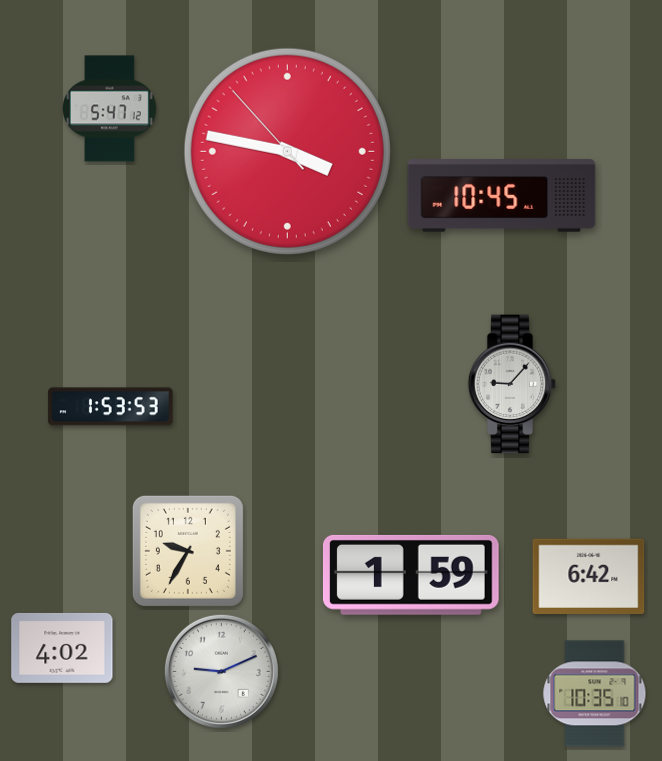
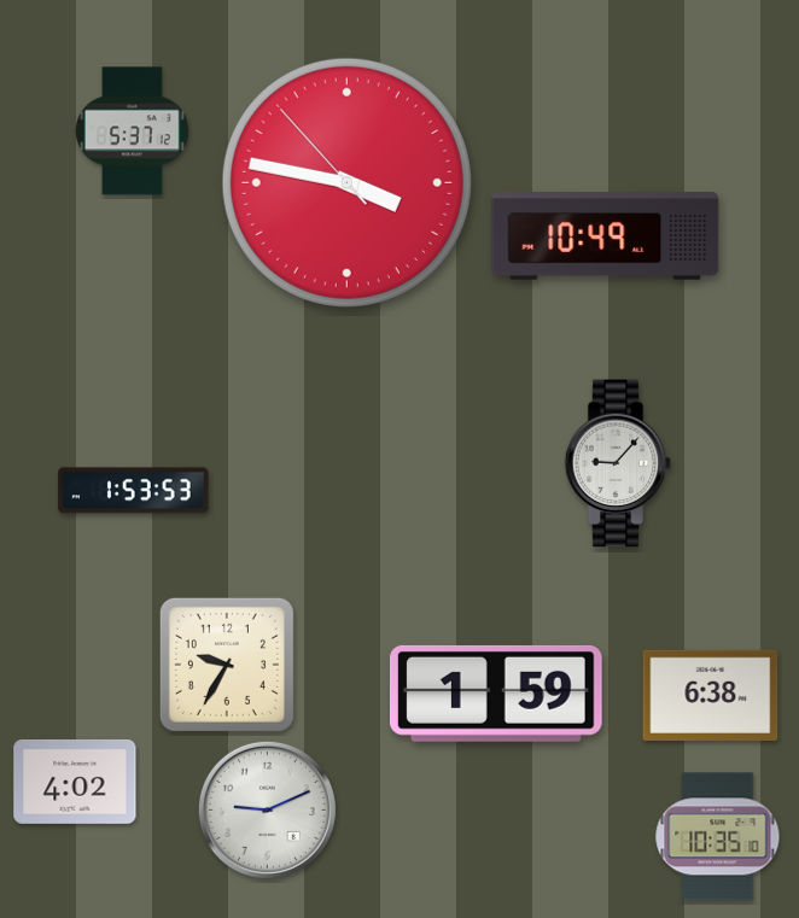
clock at (109, 109): 5:47 -> 5:37
clock at (502, 196): 10:45 -> 10:49
clock at (589, 576): 6:42 -> 6:38
